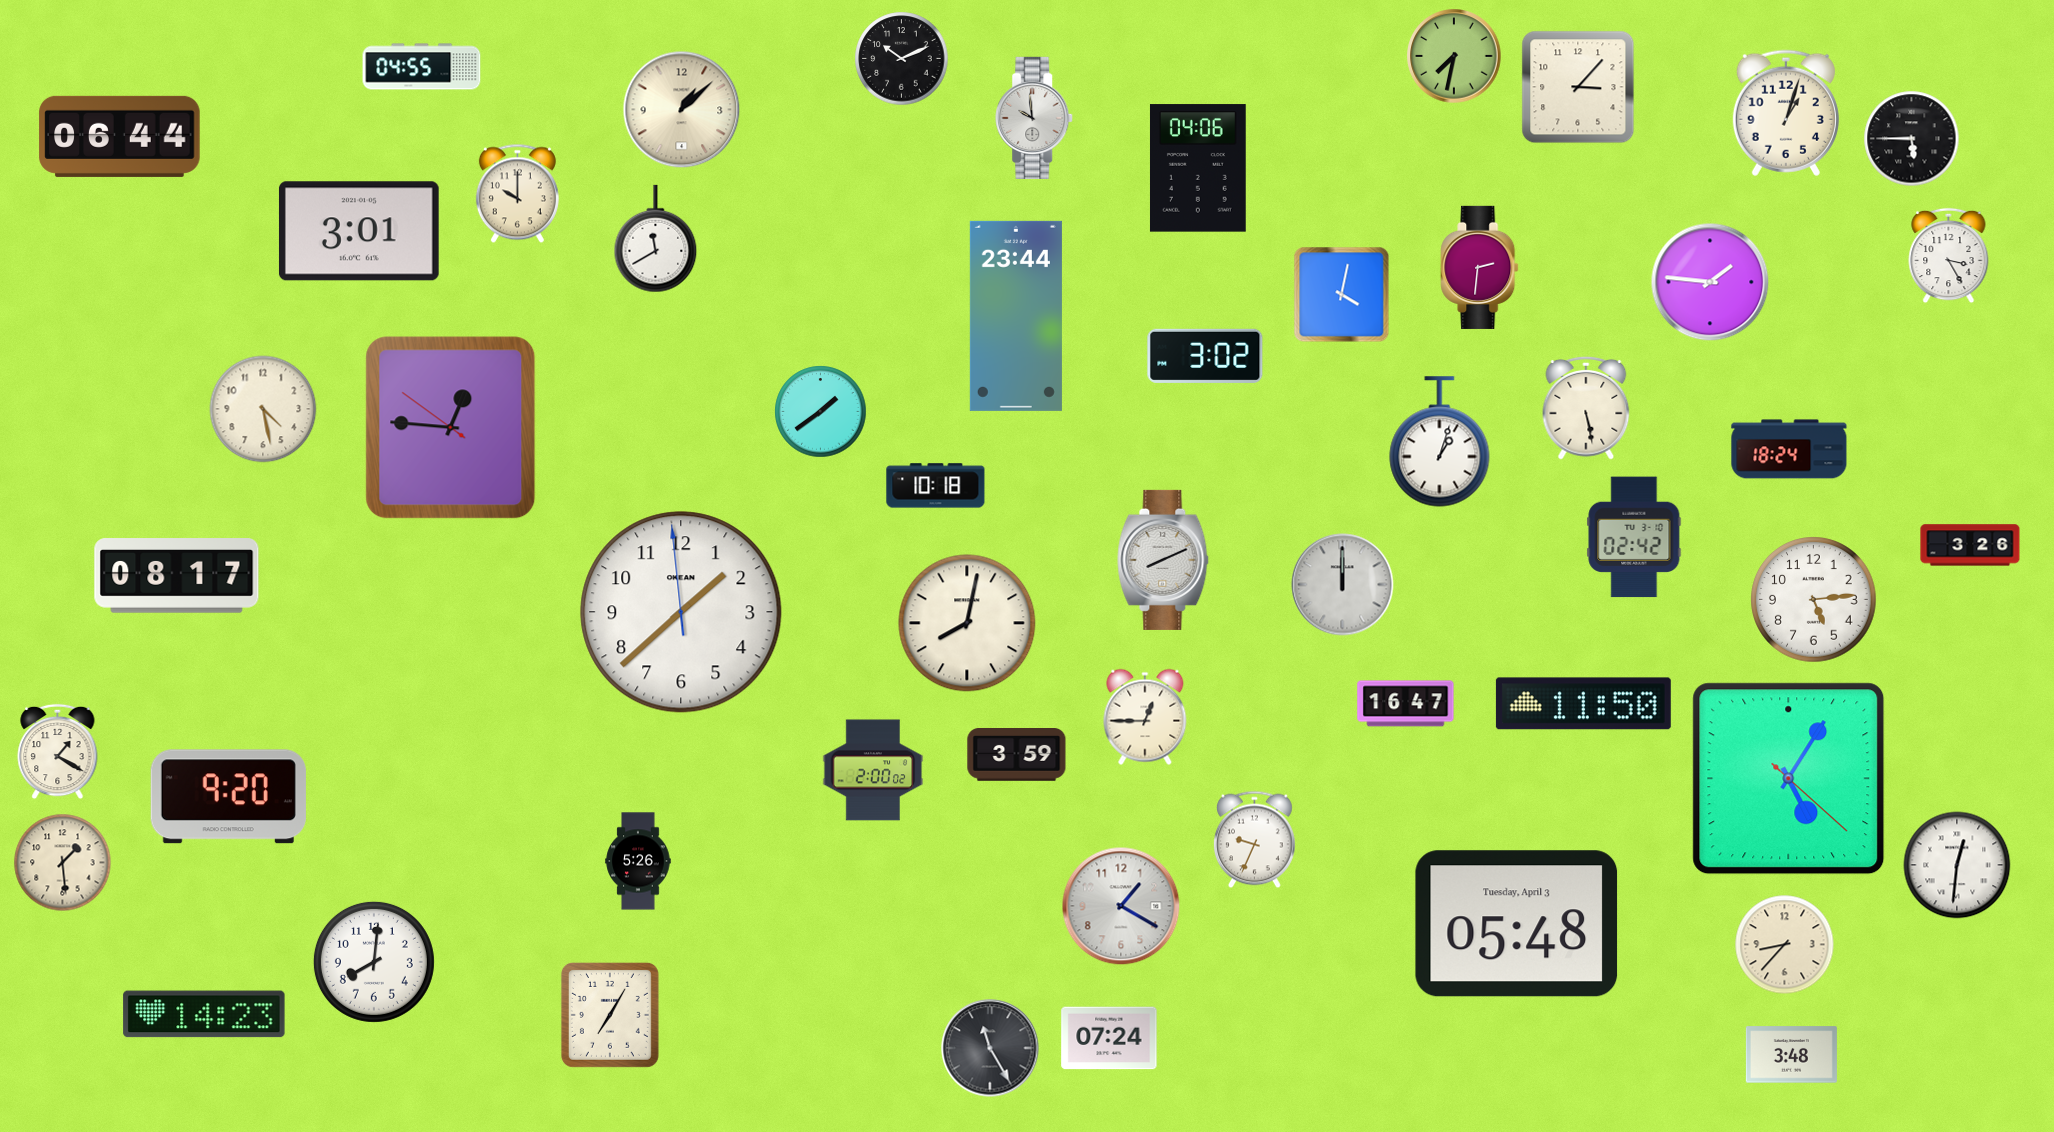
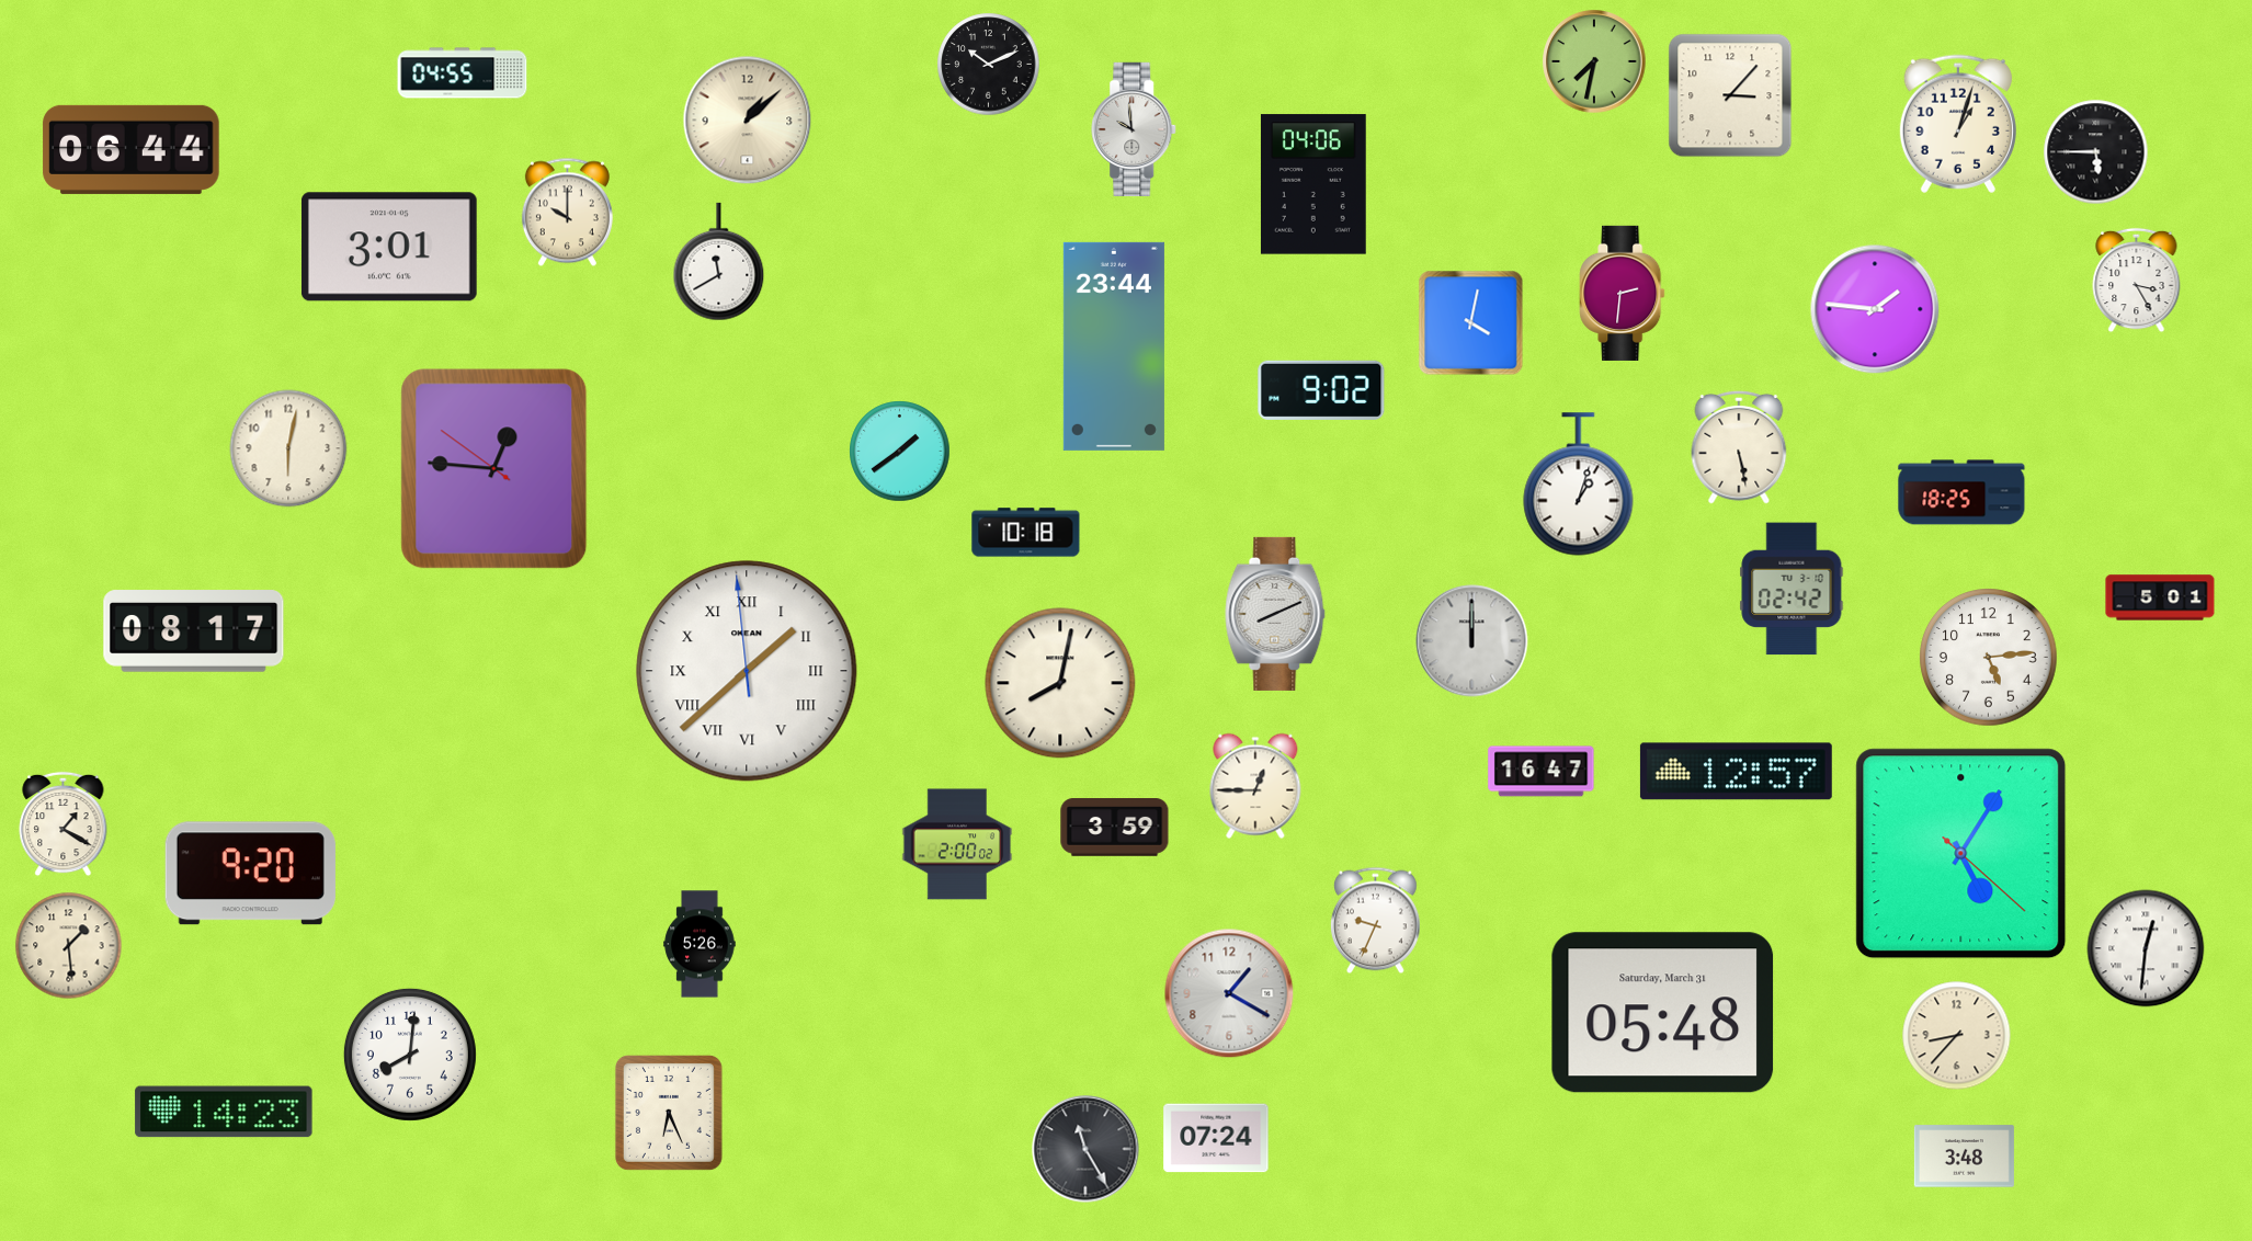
clock at (359, 231) position: (359, 231) -> (389, 247)
clock at (1205, 356): 3:02 -> 9:02
clock at (263, 409): 4:28 -> 6:02
clock at (1789, 449): 18:24 -> 18:25
clock at (1970, 545): 3:26 -> 5:01
clock at (681, 612) numerals: Arabic -> Roman
clock at (1583, 704): 11:50 -> 12:57
clock at (1517, 924) date: Tuesday, April 3 -> Saturday, March 31
clock at (610, 1015): 7:05 -> 6:26
